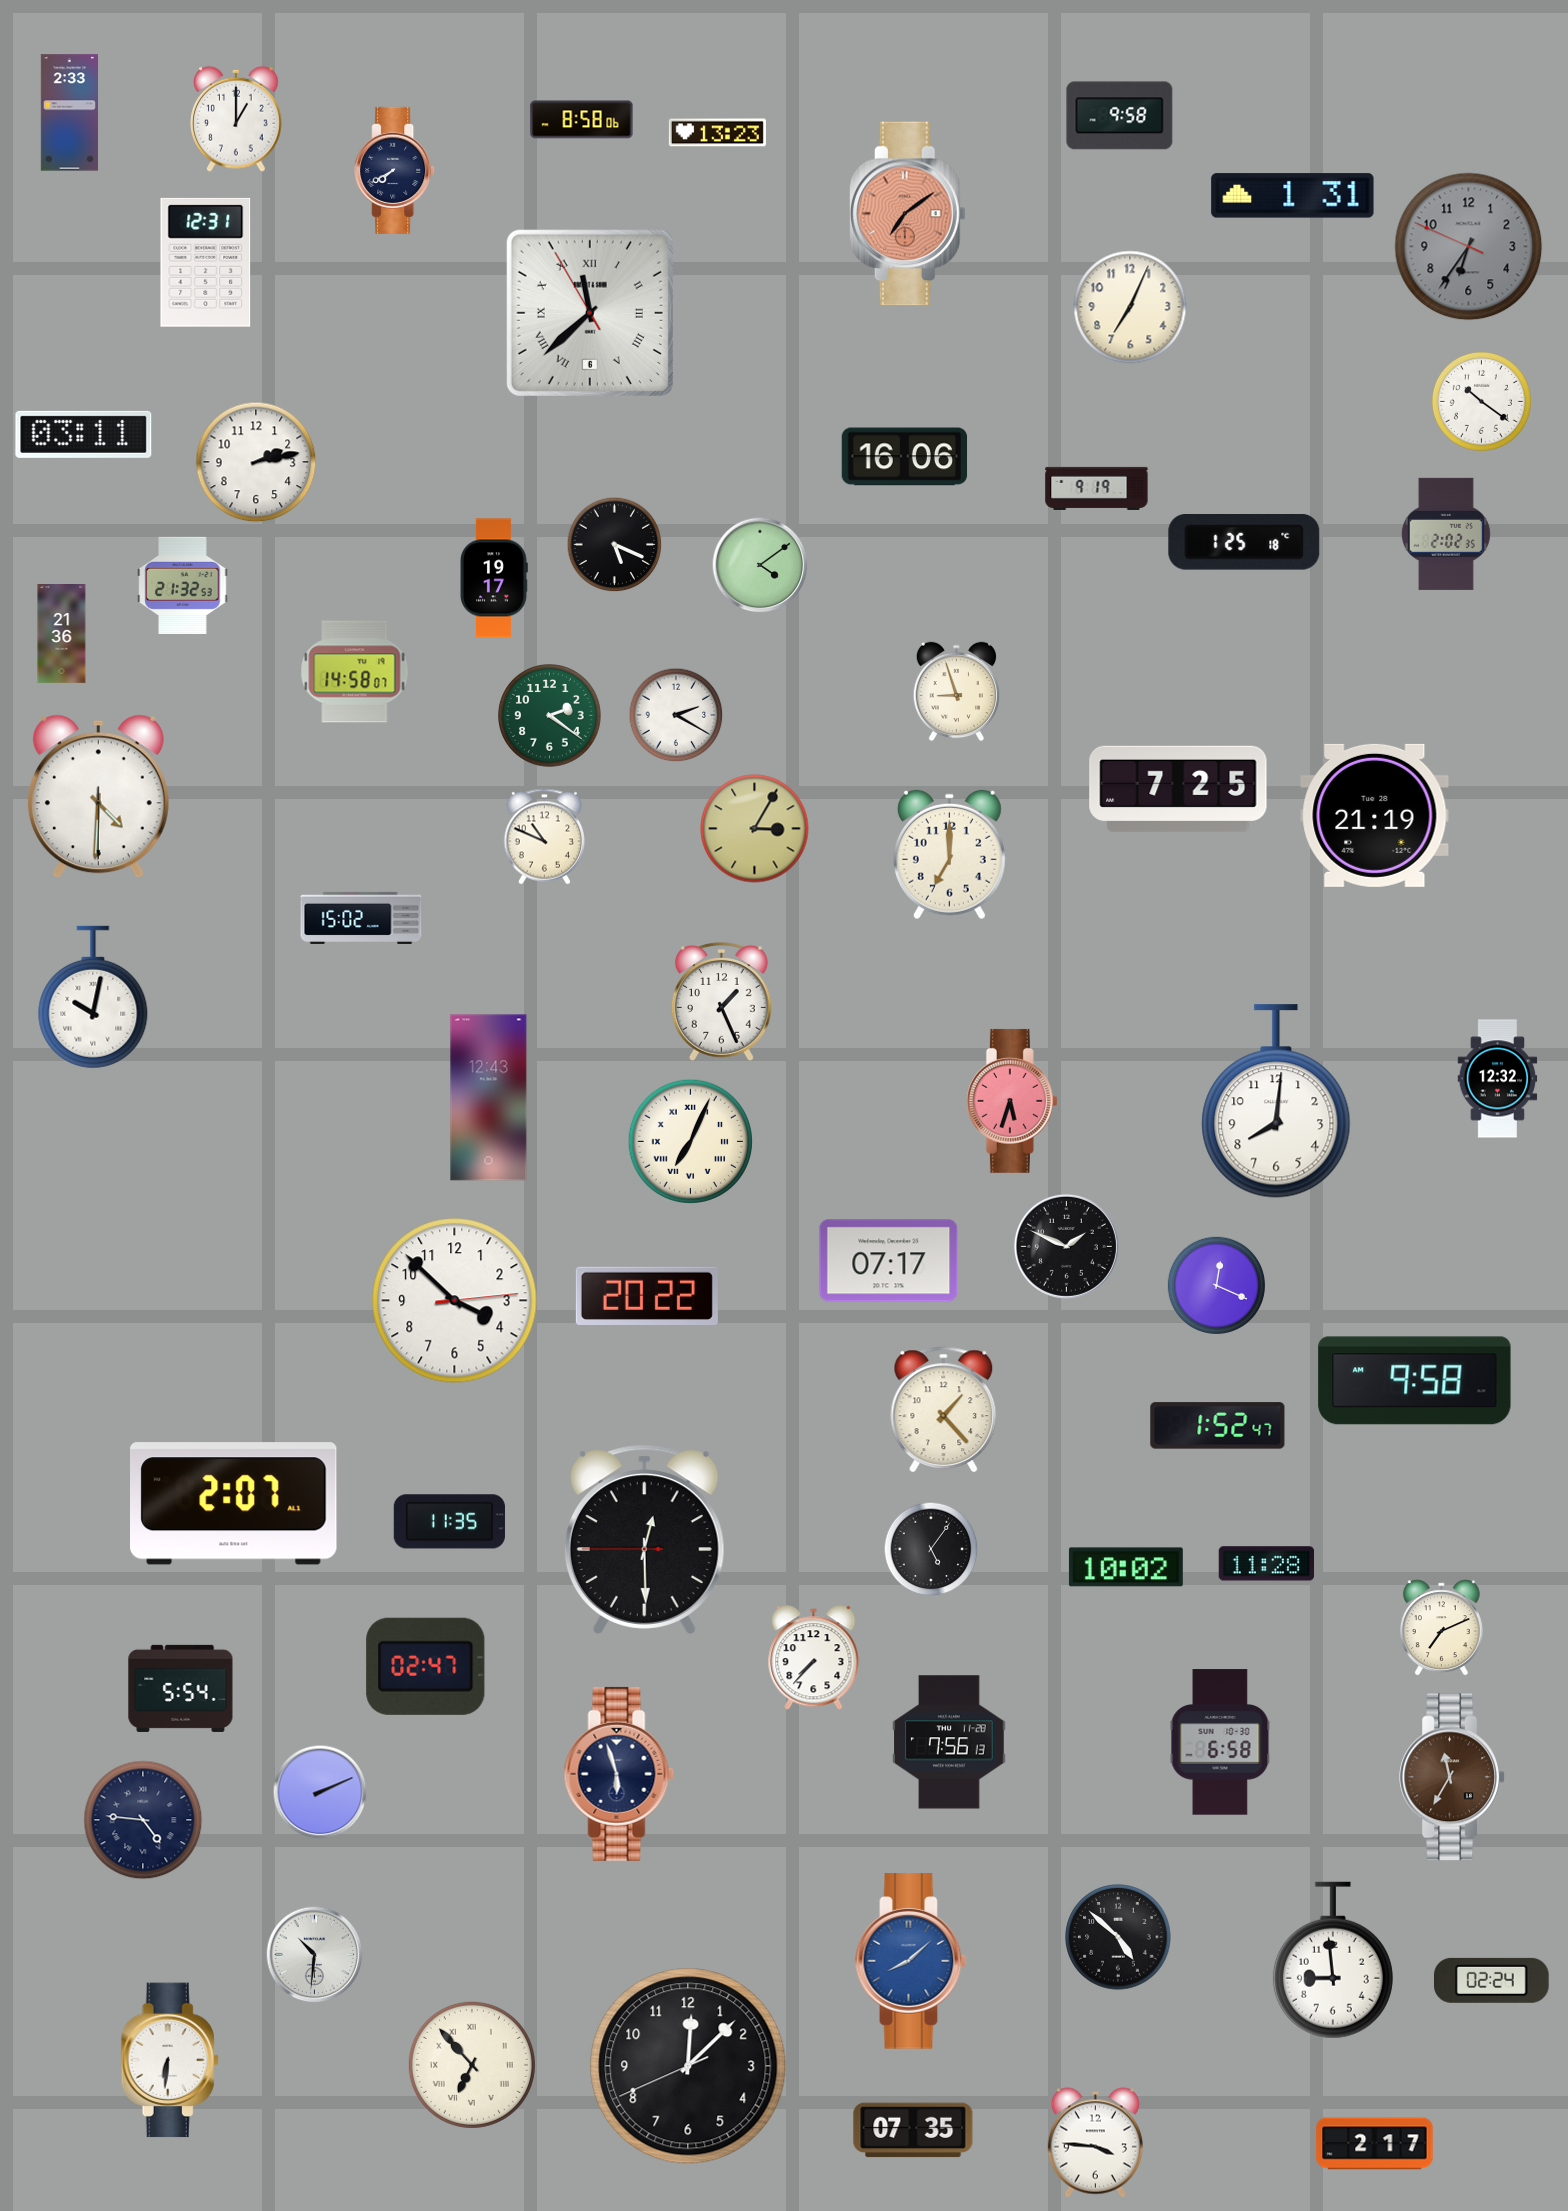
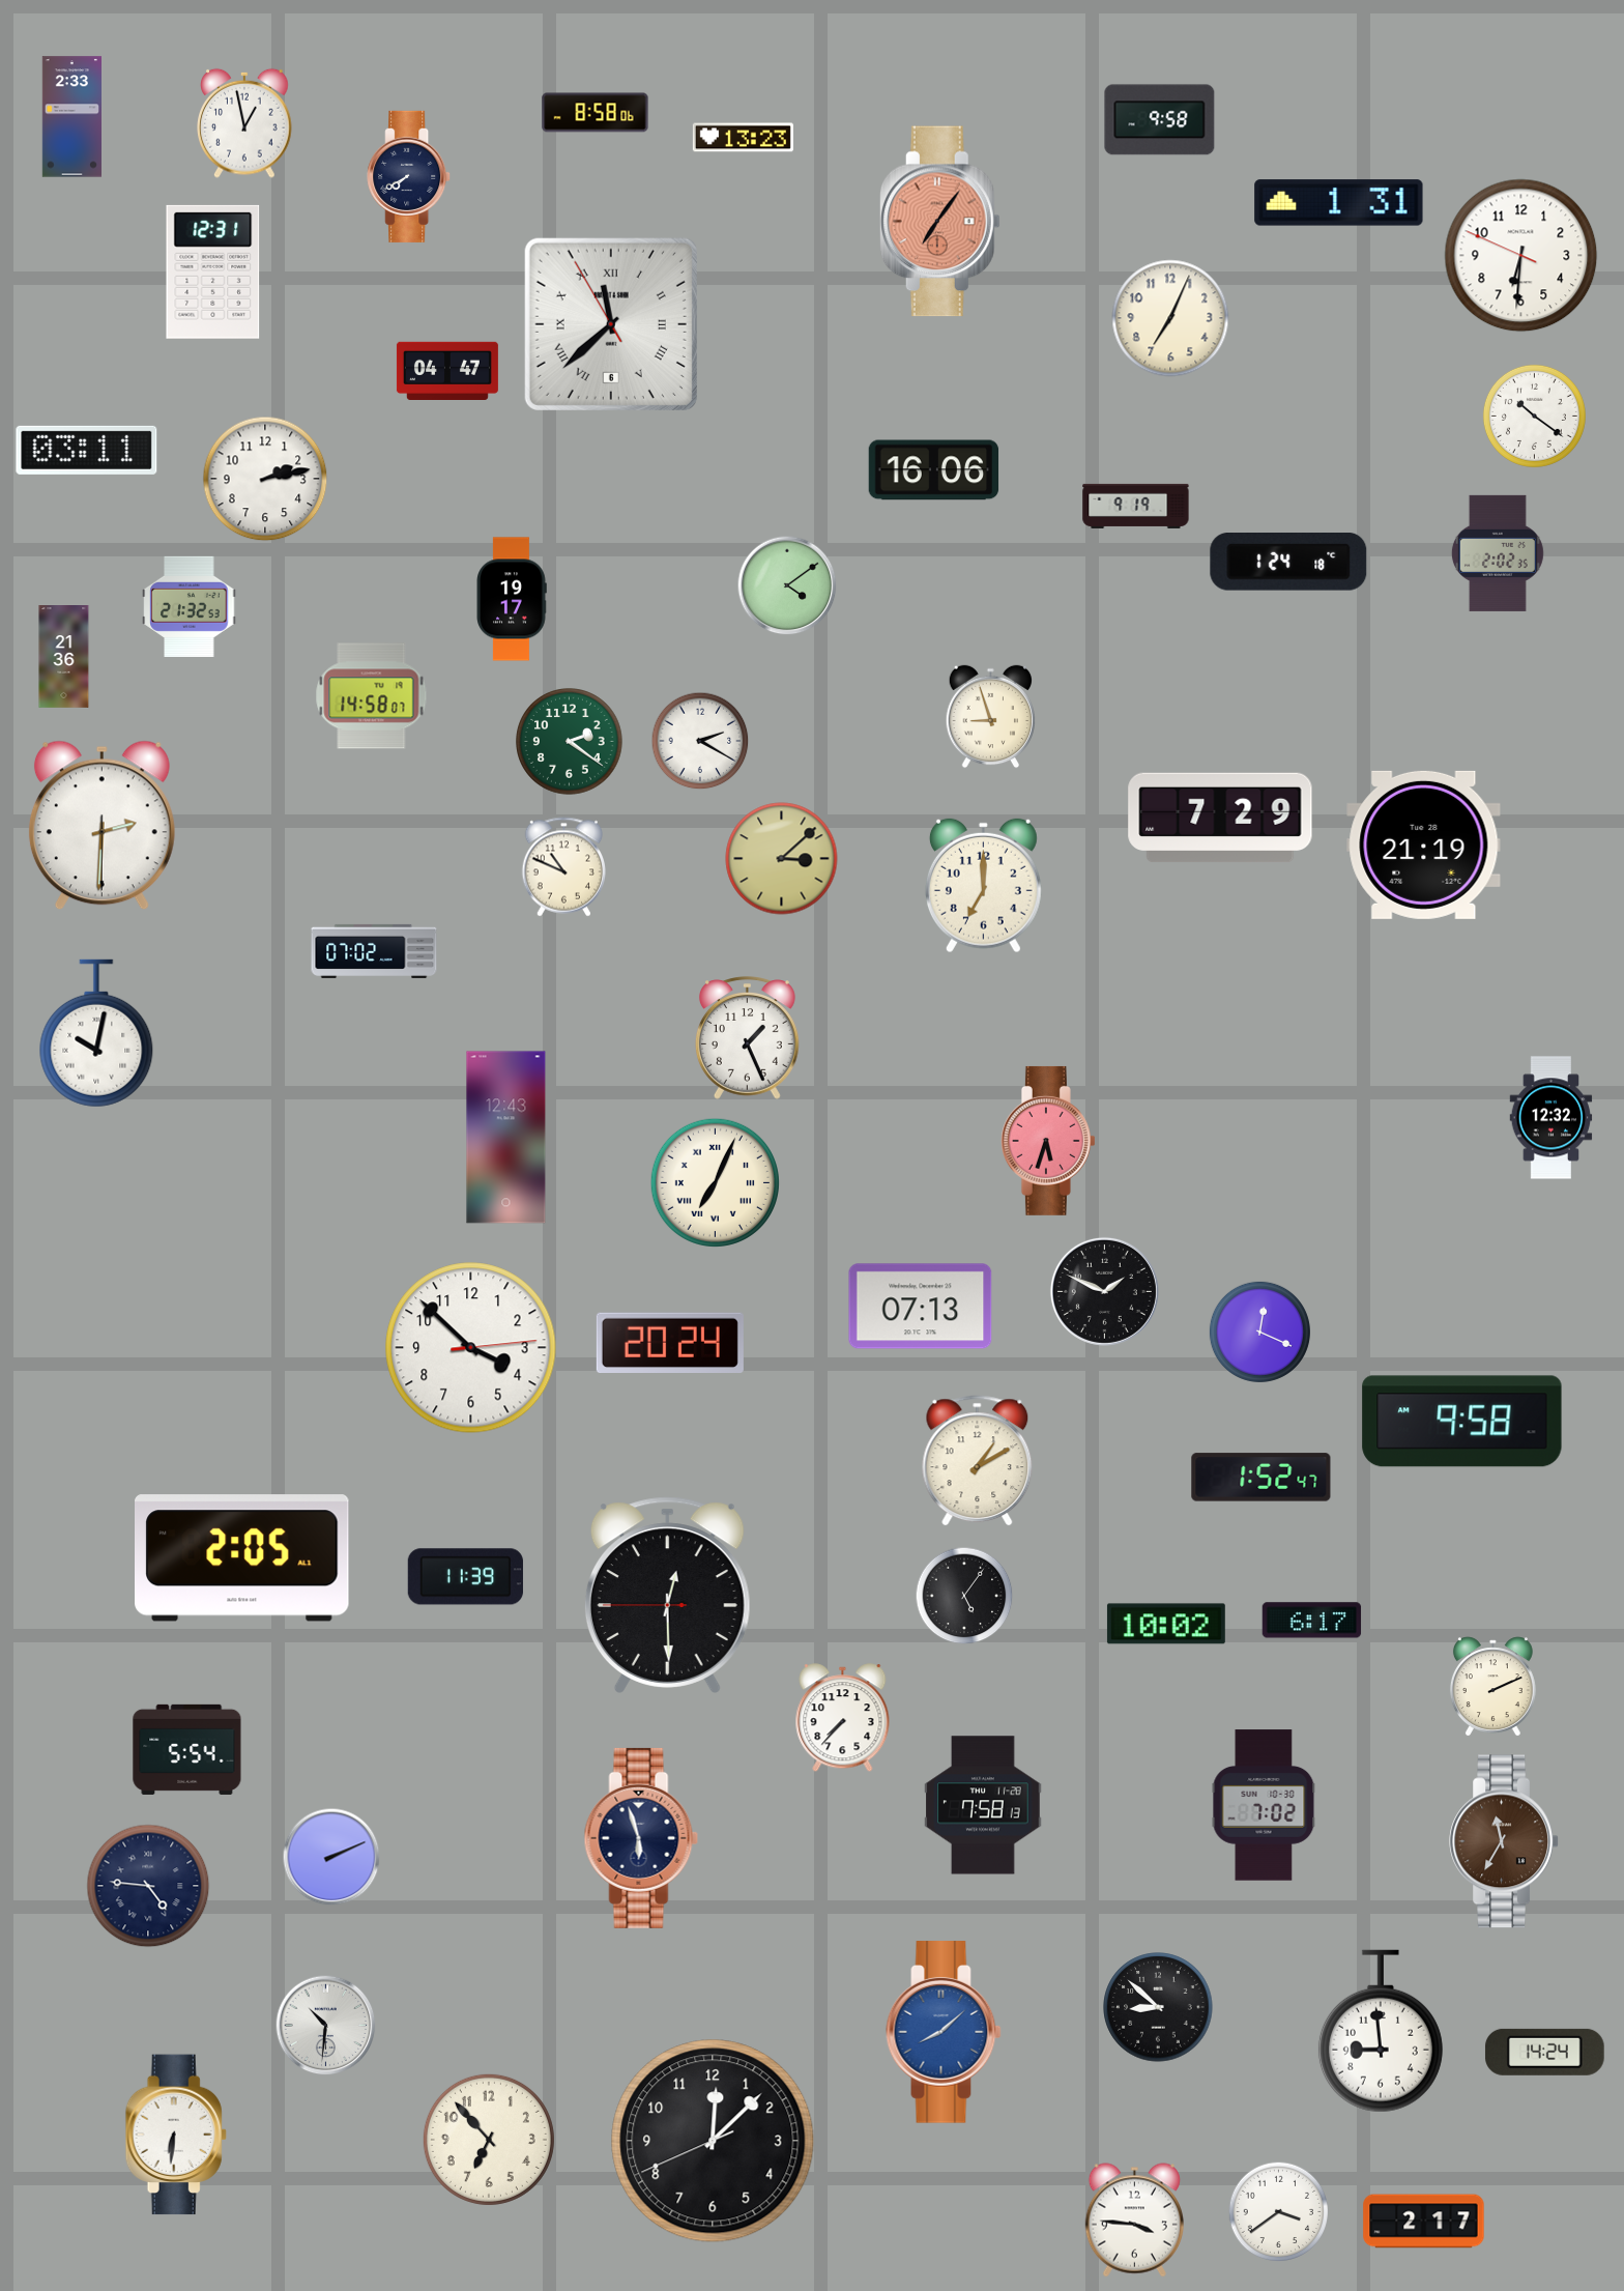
clock at (236, 119): 1:00 -> 12:58
clock at (582, 120) position: (582, 120) -> (596, 113)
clock at (907, 214): 7:09 -> 7:06
clock at (1469, 247): 6:35 -> 6:30
clock at (1469, 247) dial: grey -> white
clock at (447, 370): none -> 04:47
clock at (905, 457) position: (905, 457) -> (934, 470)
clock at (1244, 543): 1:25 -> 1:24
clock at (615, 545): 5:19 -> none
clock at (355, 672) position: (355, 672) -> (372, 696)
clock at (1178, 789): 7:25 -> 7:29
clock at (98, 797): 4:30 -> 2:30
clock at (755, 829): 3:05 -> 3:08
clock at (361, 918): 15:02 -> 07:02
clock at (1276, 1101): 8:01 -> none
clock at (889, 1261): 07:17 -> 07:13
clock at (647, 1295): 20:22 -> 20:24
clock at (1415, 1381) position: (1415, 1381) -> (1462, 1422)
clock at (944, 1410): 1:23 -> 1:10
clock at (234, 1504): 2:07 -> 2:05
clock at (449, 1522): 11:35 -> 11:39
clock at (931, 1549) position: (931, 1549) -> (964, 1596)
clock at (1267, 1564): 11:28 -> 6:17
clock at (1441, 1627): 7:11 -> 2:11
clock at (426, 1666): 02:47 -> none
clock at (949, 1742): 7:56 -> 7:58
clock at (1220, 1742): 6:58 -> 7:02
clock at (1118, 1937): 4:52 -> 8:52
clock at (1491, 1980): 02:24 -> 14:24
clock at (472, 2065) numerals: Roman -> Arabic
clock at (913, 2130): 07:35 -> none
clock at (1279, 2212): none -> 3:39
